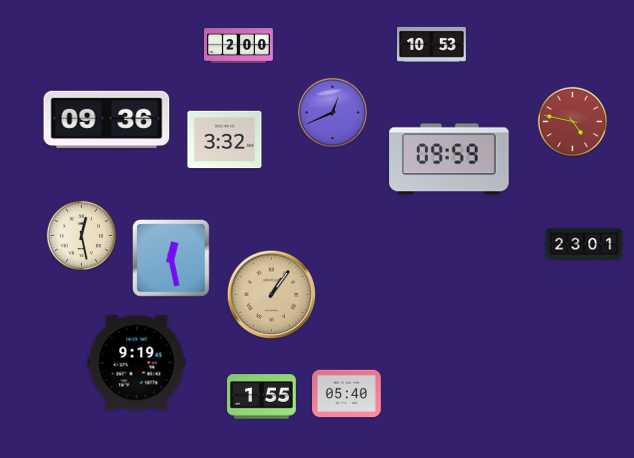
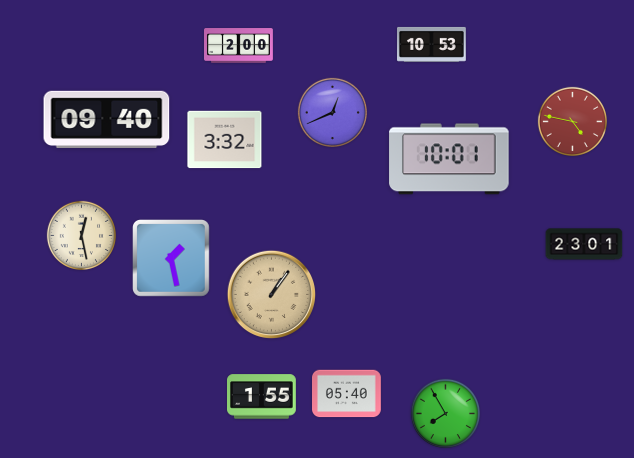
clock at (107, 119): 09:36 -> 09:40
clock at (449, 159): 09:59 -> 10:01
clock at (172, 259): 12:28 -> 1:28
clock at (137, 363): 9:19 -> none
clock at (445, 413): none -> 7:55
